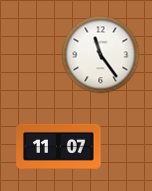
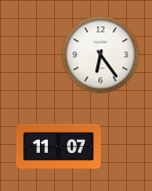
clock at (101, 55): 11:24 -> 6:24
